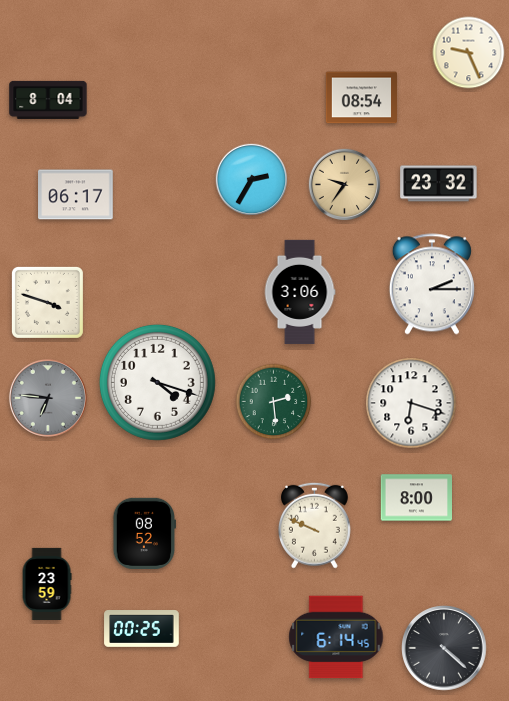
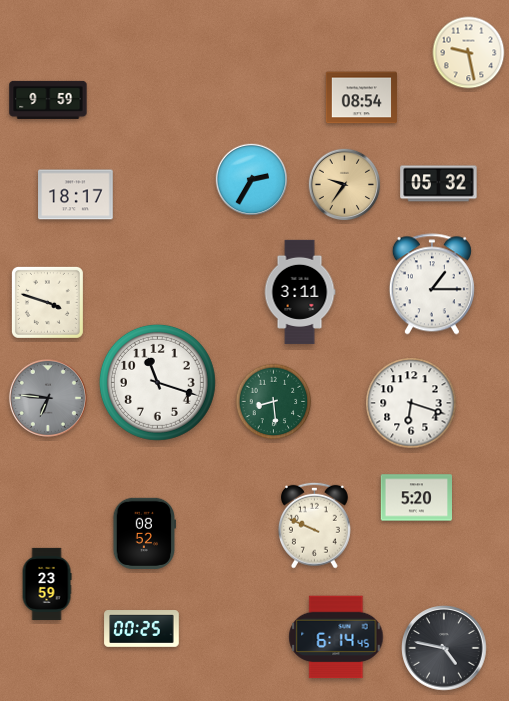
clock at (469, 53): 9:26 -> 9:28
clock at (48, 100): 8:04 -> 9:59
clock at (439, 184): 23:32 -> 05:32
clock at (76, 195): 06:17 -> 18:17
clock at (432, 284): 2:15 -> 1:15
clock at (300, 292): 3:06 -> 3:11
clock at (157, 382): 4:18 -> 11:18
clock at (274, 402): 2:29 -> 8:29
clock at (416, 498): 8:00 -> 5:20
clock at (444, 648): 4:22 -> 4:47
